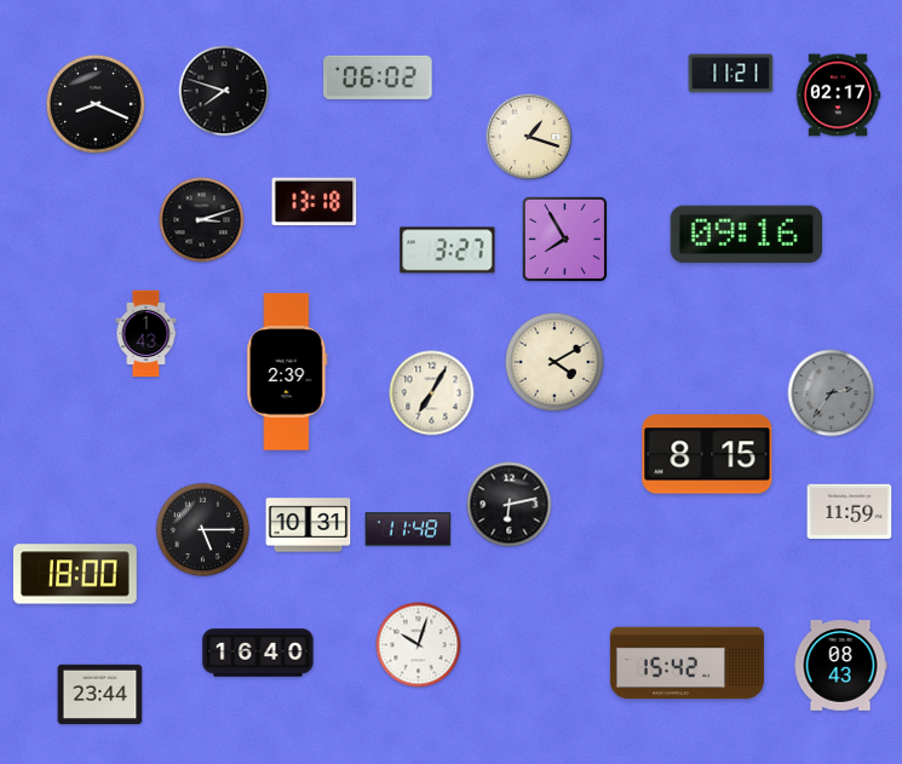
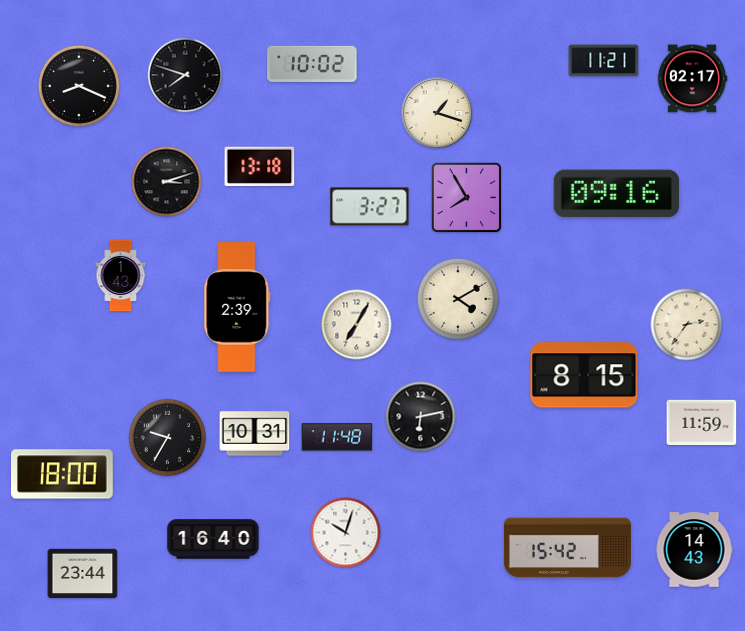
clock at (378, 77): 06:02 -> 10:02
clock at (832, 394) dial: grey -> cream
clock at (203, 530): 5:15 -> 9:35
clock at (840, 666): 08:43 -> 14:43
